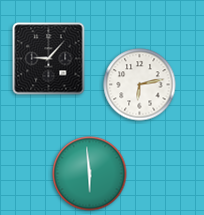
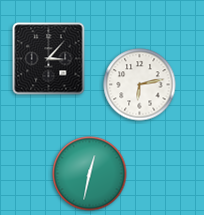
clock at (49, 59): 9:07 -> 3:07
clock at (90, 174): 5:59 -> 12:32
